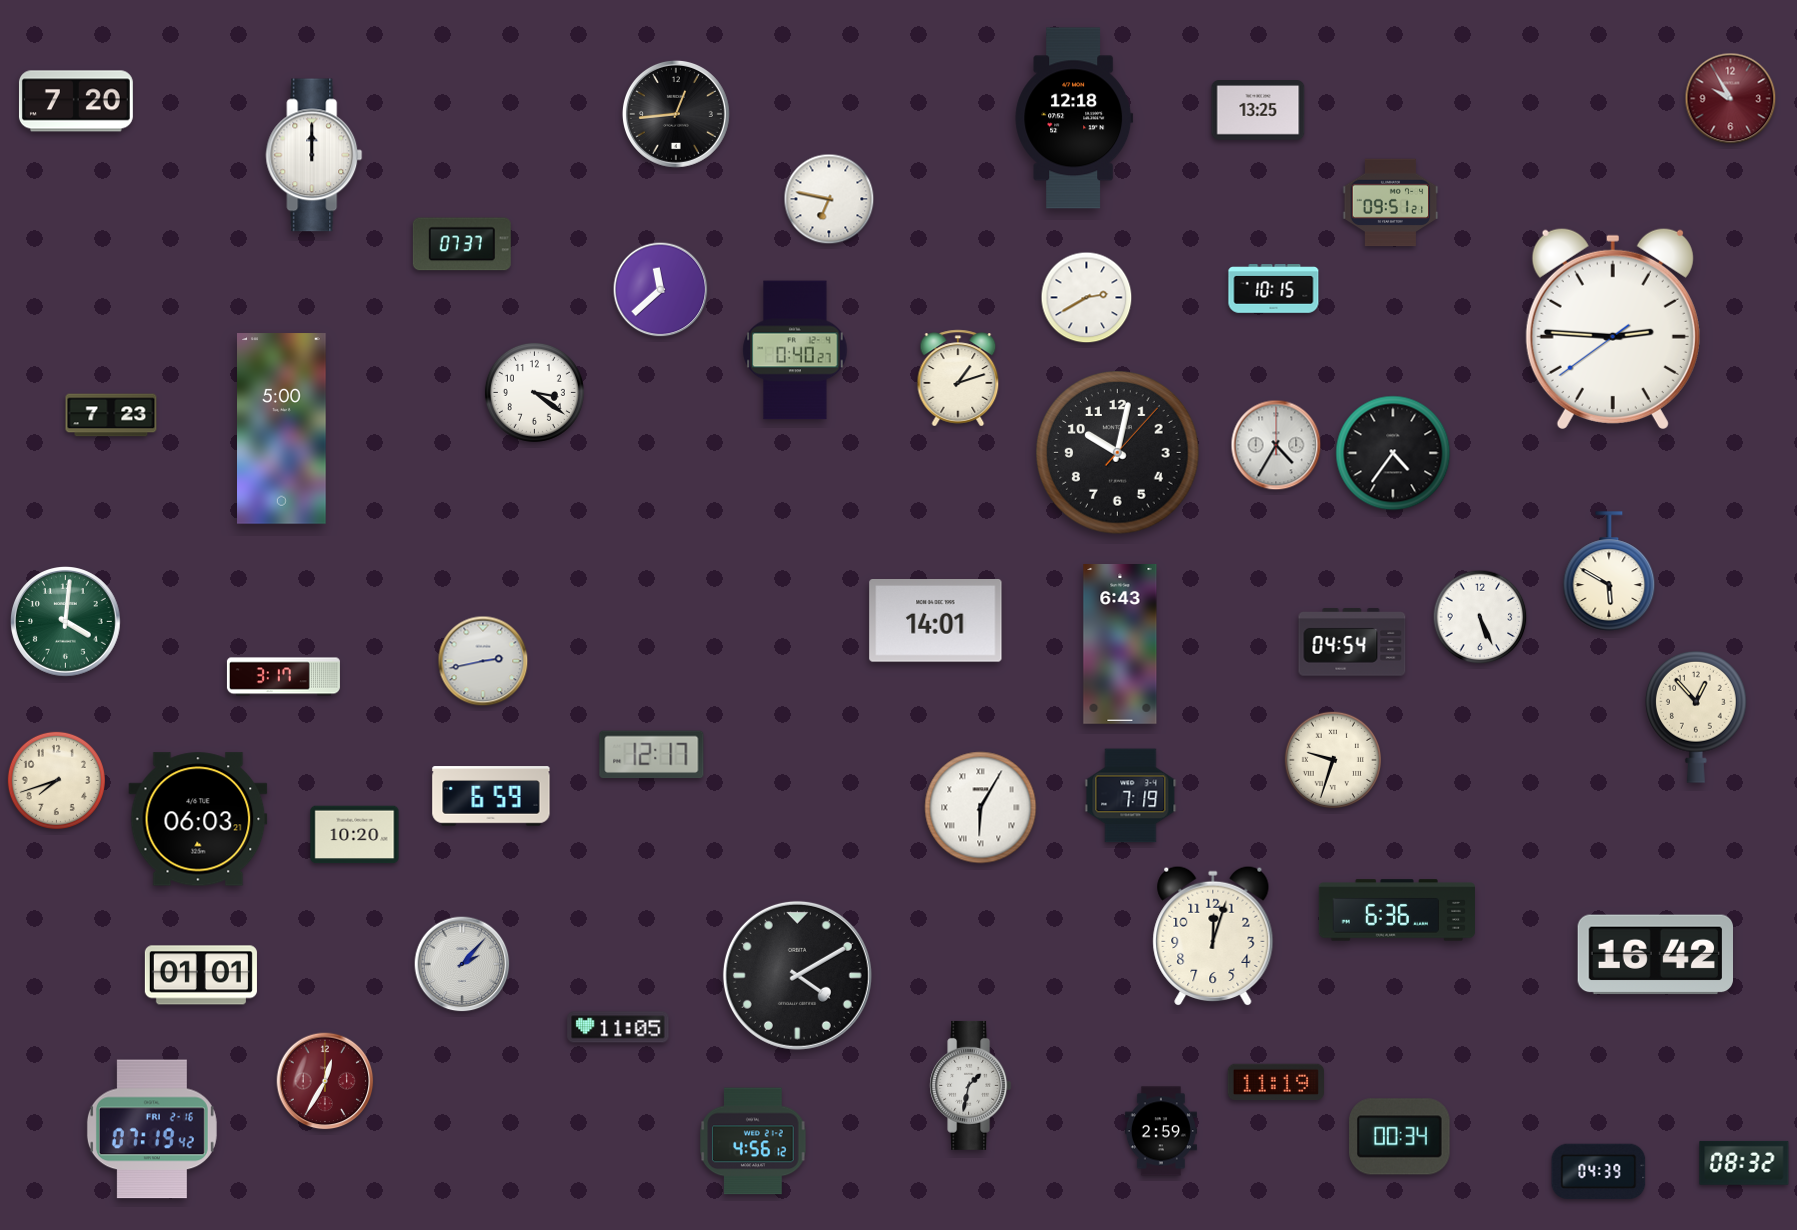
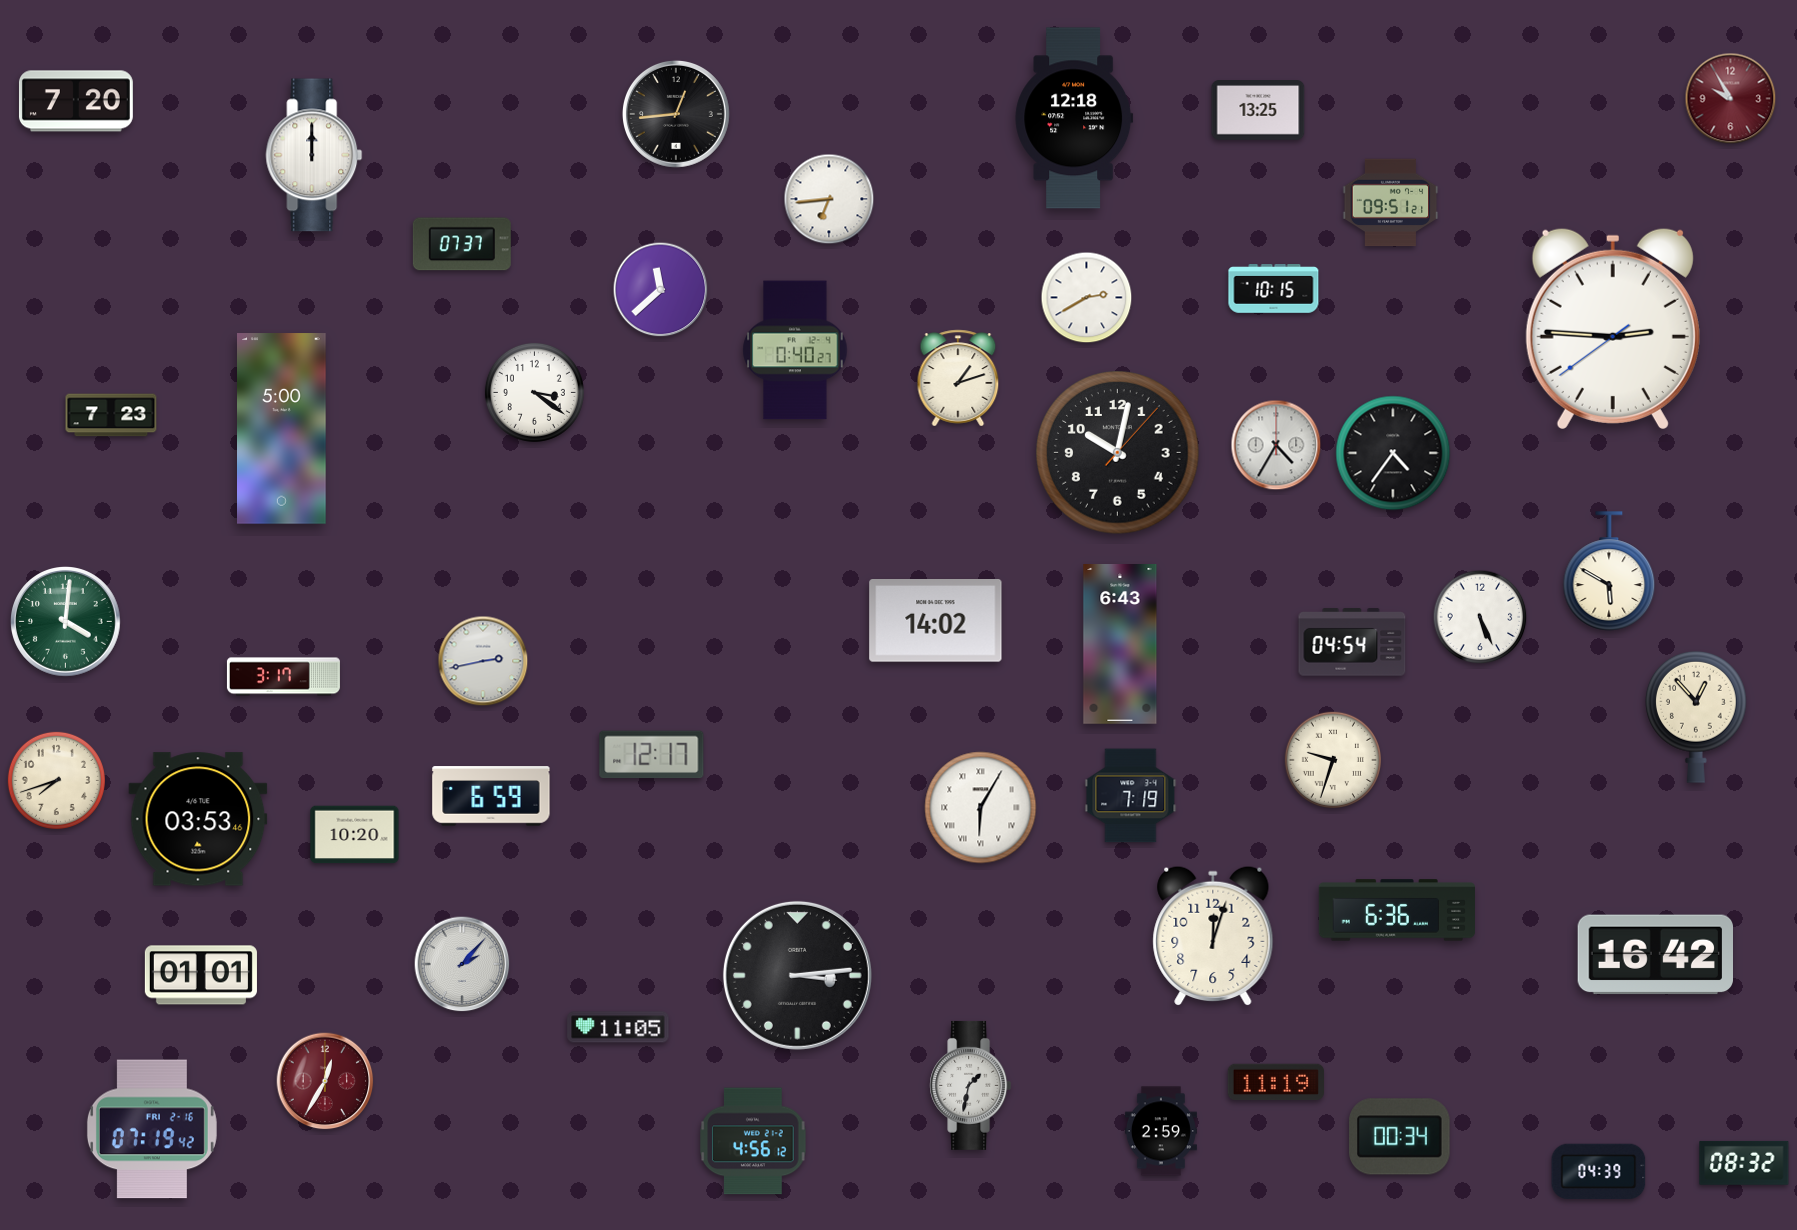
clock at (829, 199): 6:47 -> 6:44
clock at (936, 621): 14:01 -> 14:02
clock at (198, 819): 06:03 -> 03:53
clock at (797, 975): 4:10 -> 3:14
